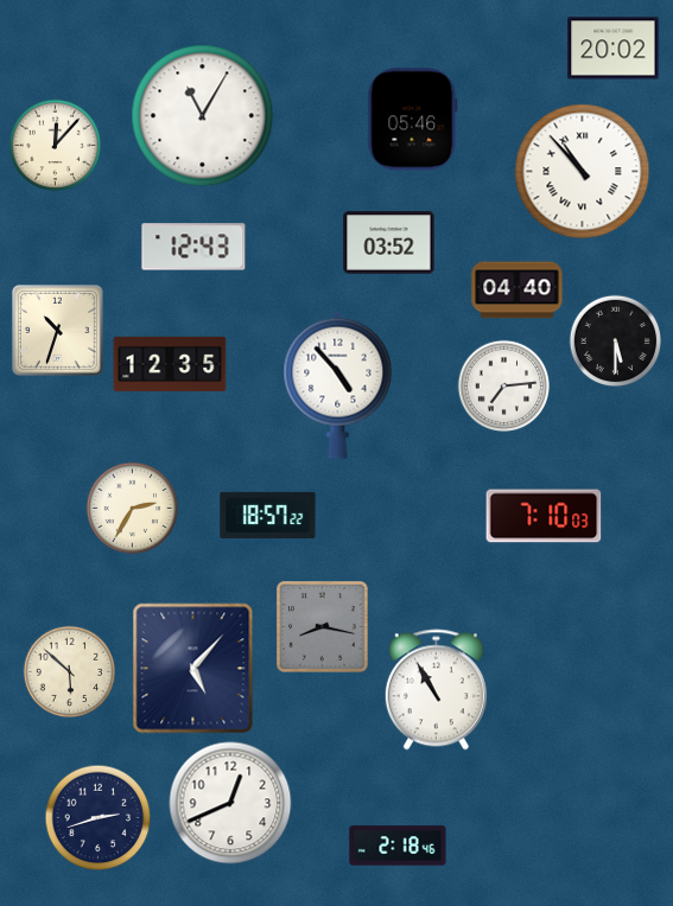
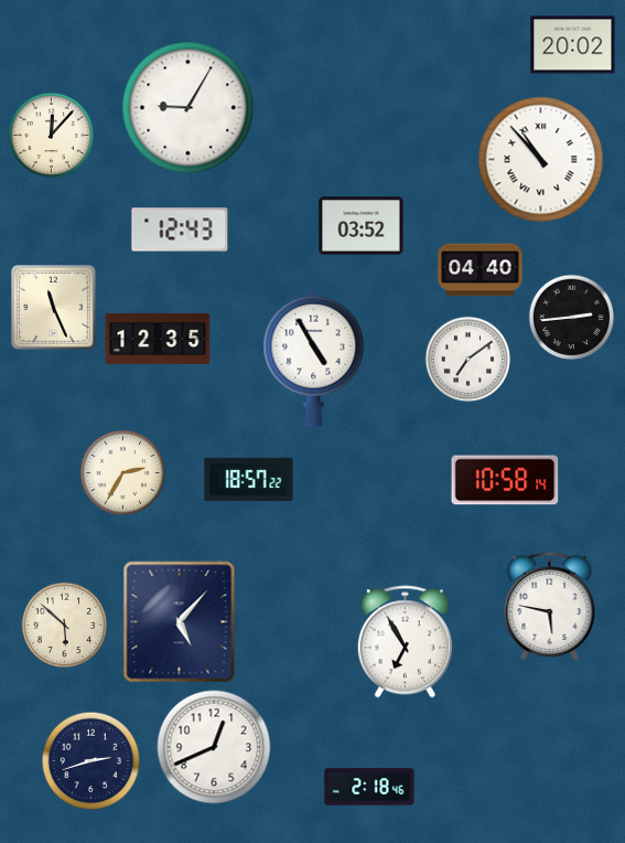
clock at (614, 49) position: (614, 49) -> (573, 45)
clock at (203, 116): 11:05 -> 9:05
clock at (413, 120): 05:46 -> none
clock at (58, 331): 10:33 -> 11:26
clock at (615, 340): 5:30 -> 2:44
clock at (338, 384): 4:53 -> 4:55
clock at (503, 385): 7:14 -> 7:09
clock at (544, 516): 7:10 -> 10:58
clock at (323, 627): 8:17 -> none
clock at (550, 606): none -> 5:47
clock at (436, 690): 10:55 -> 6:55
